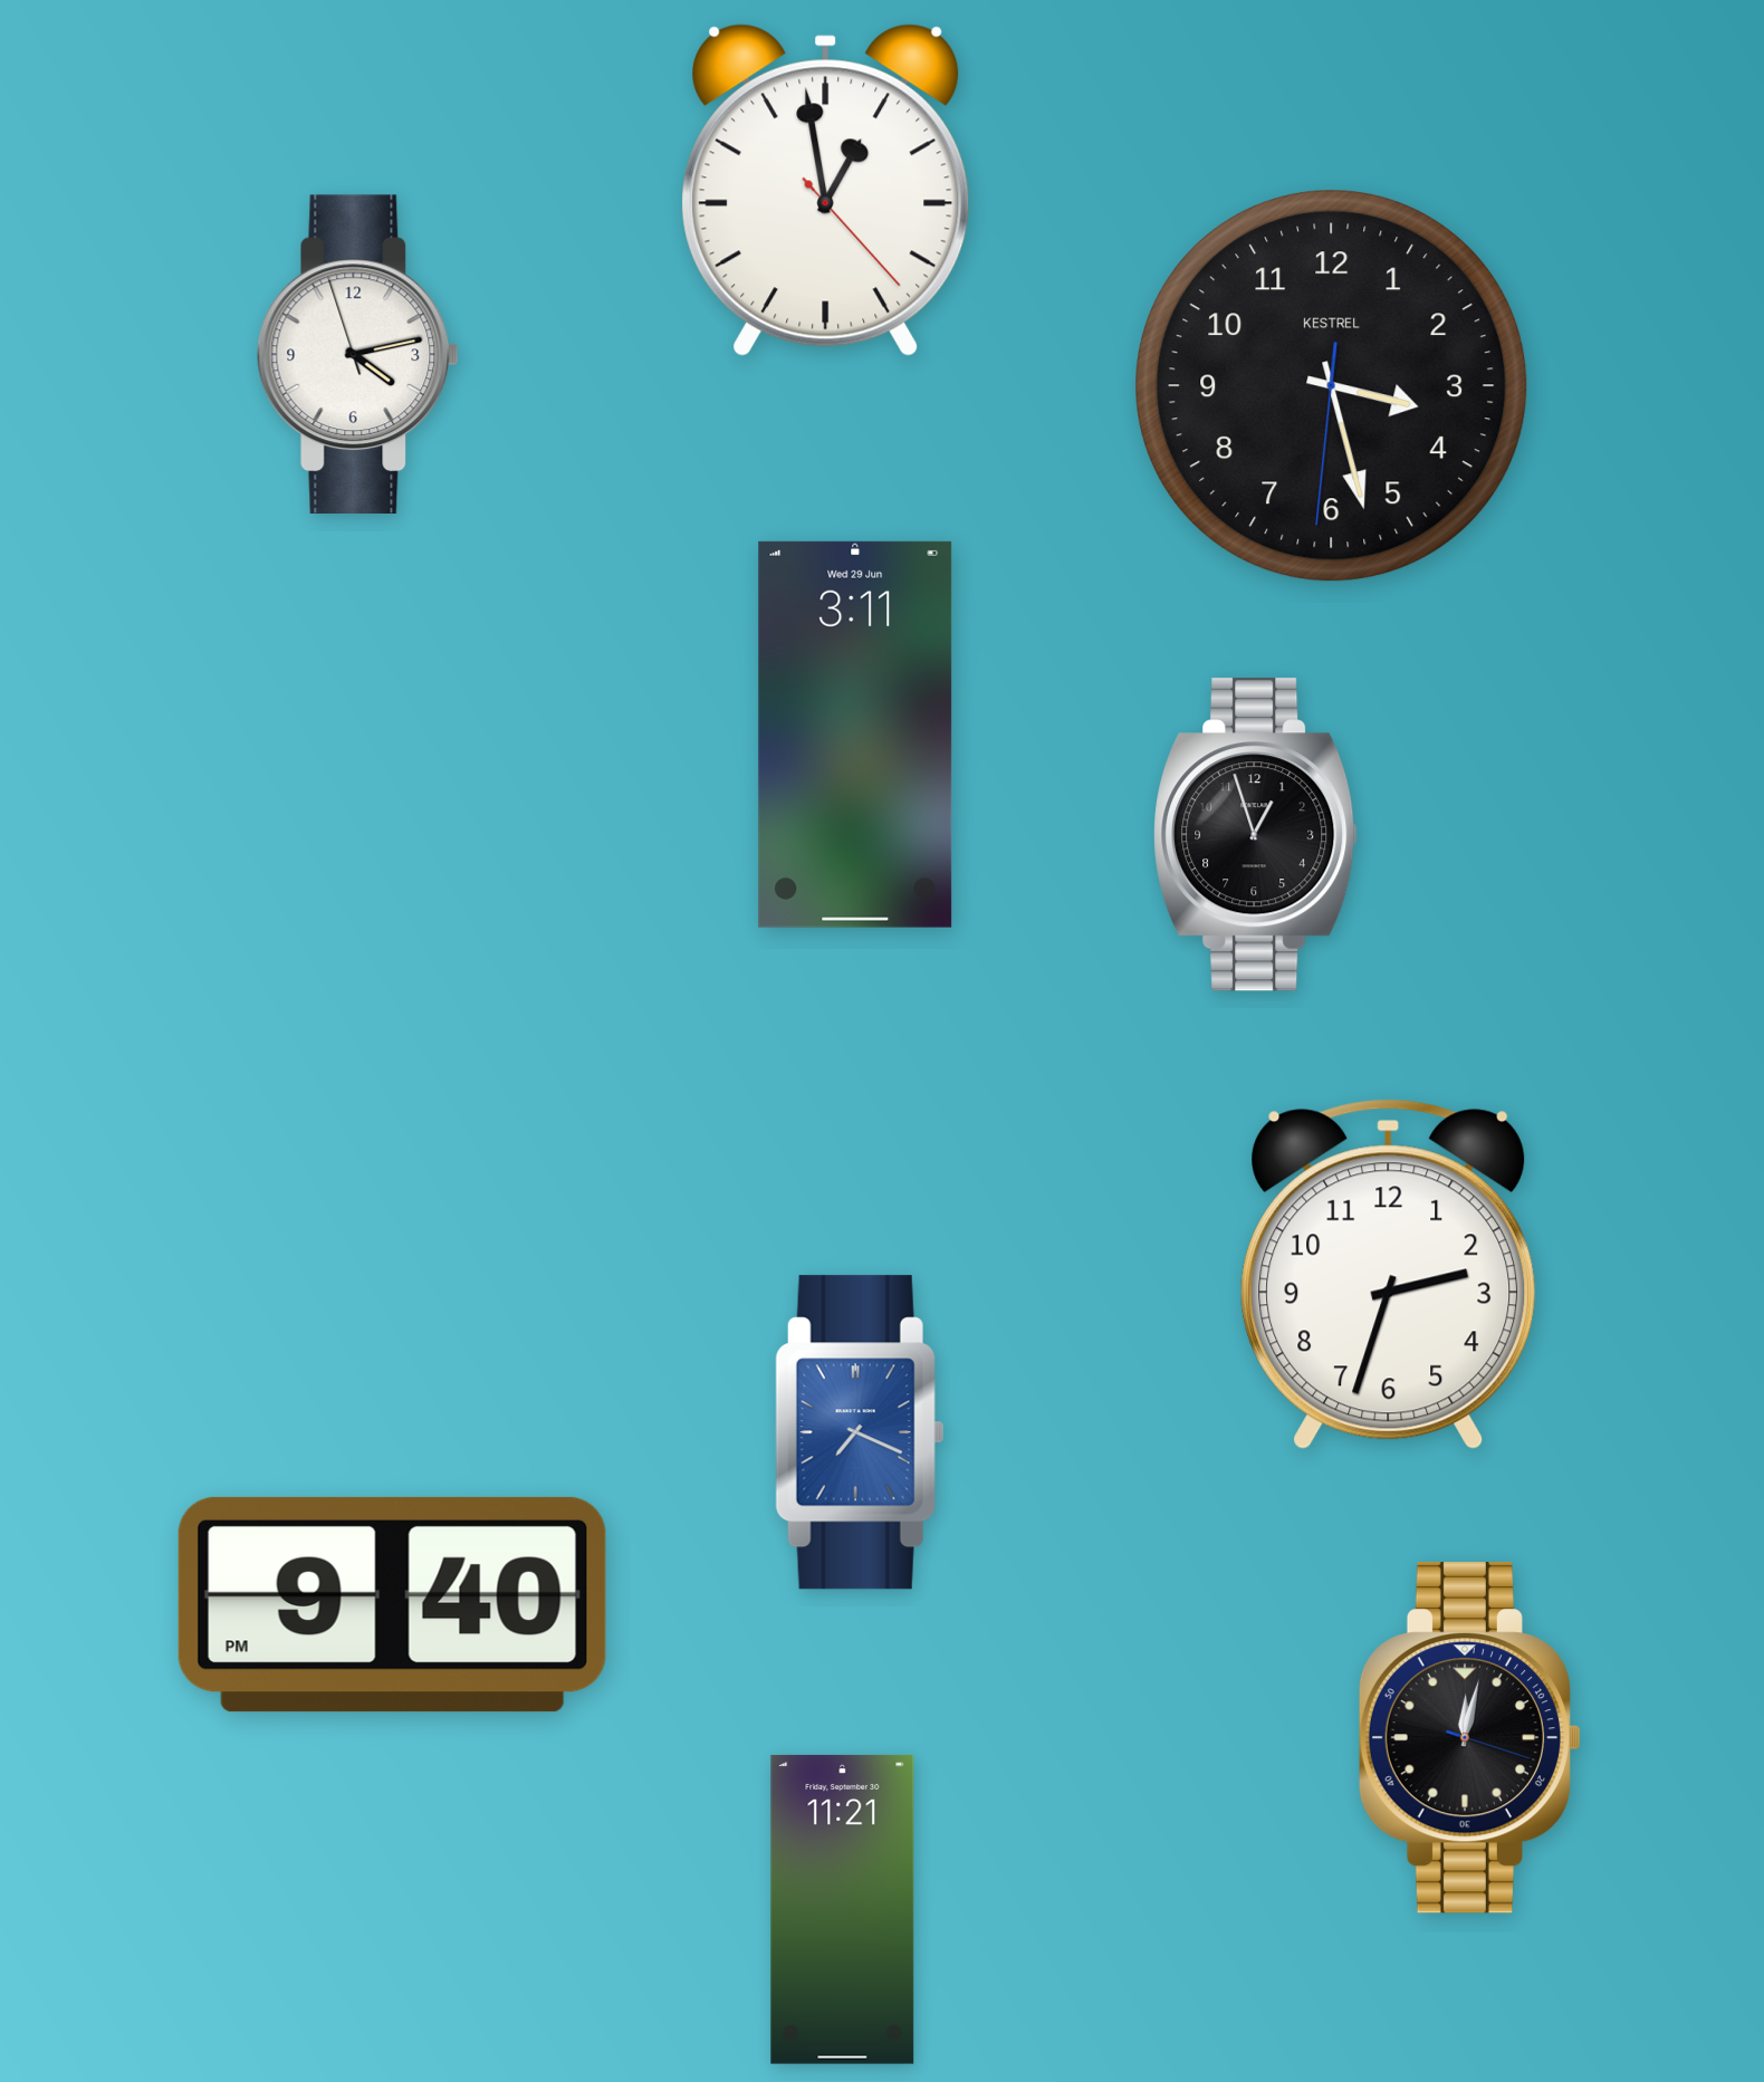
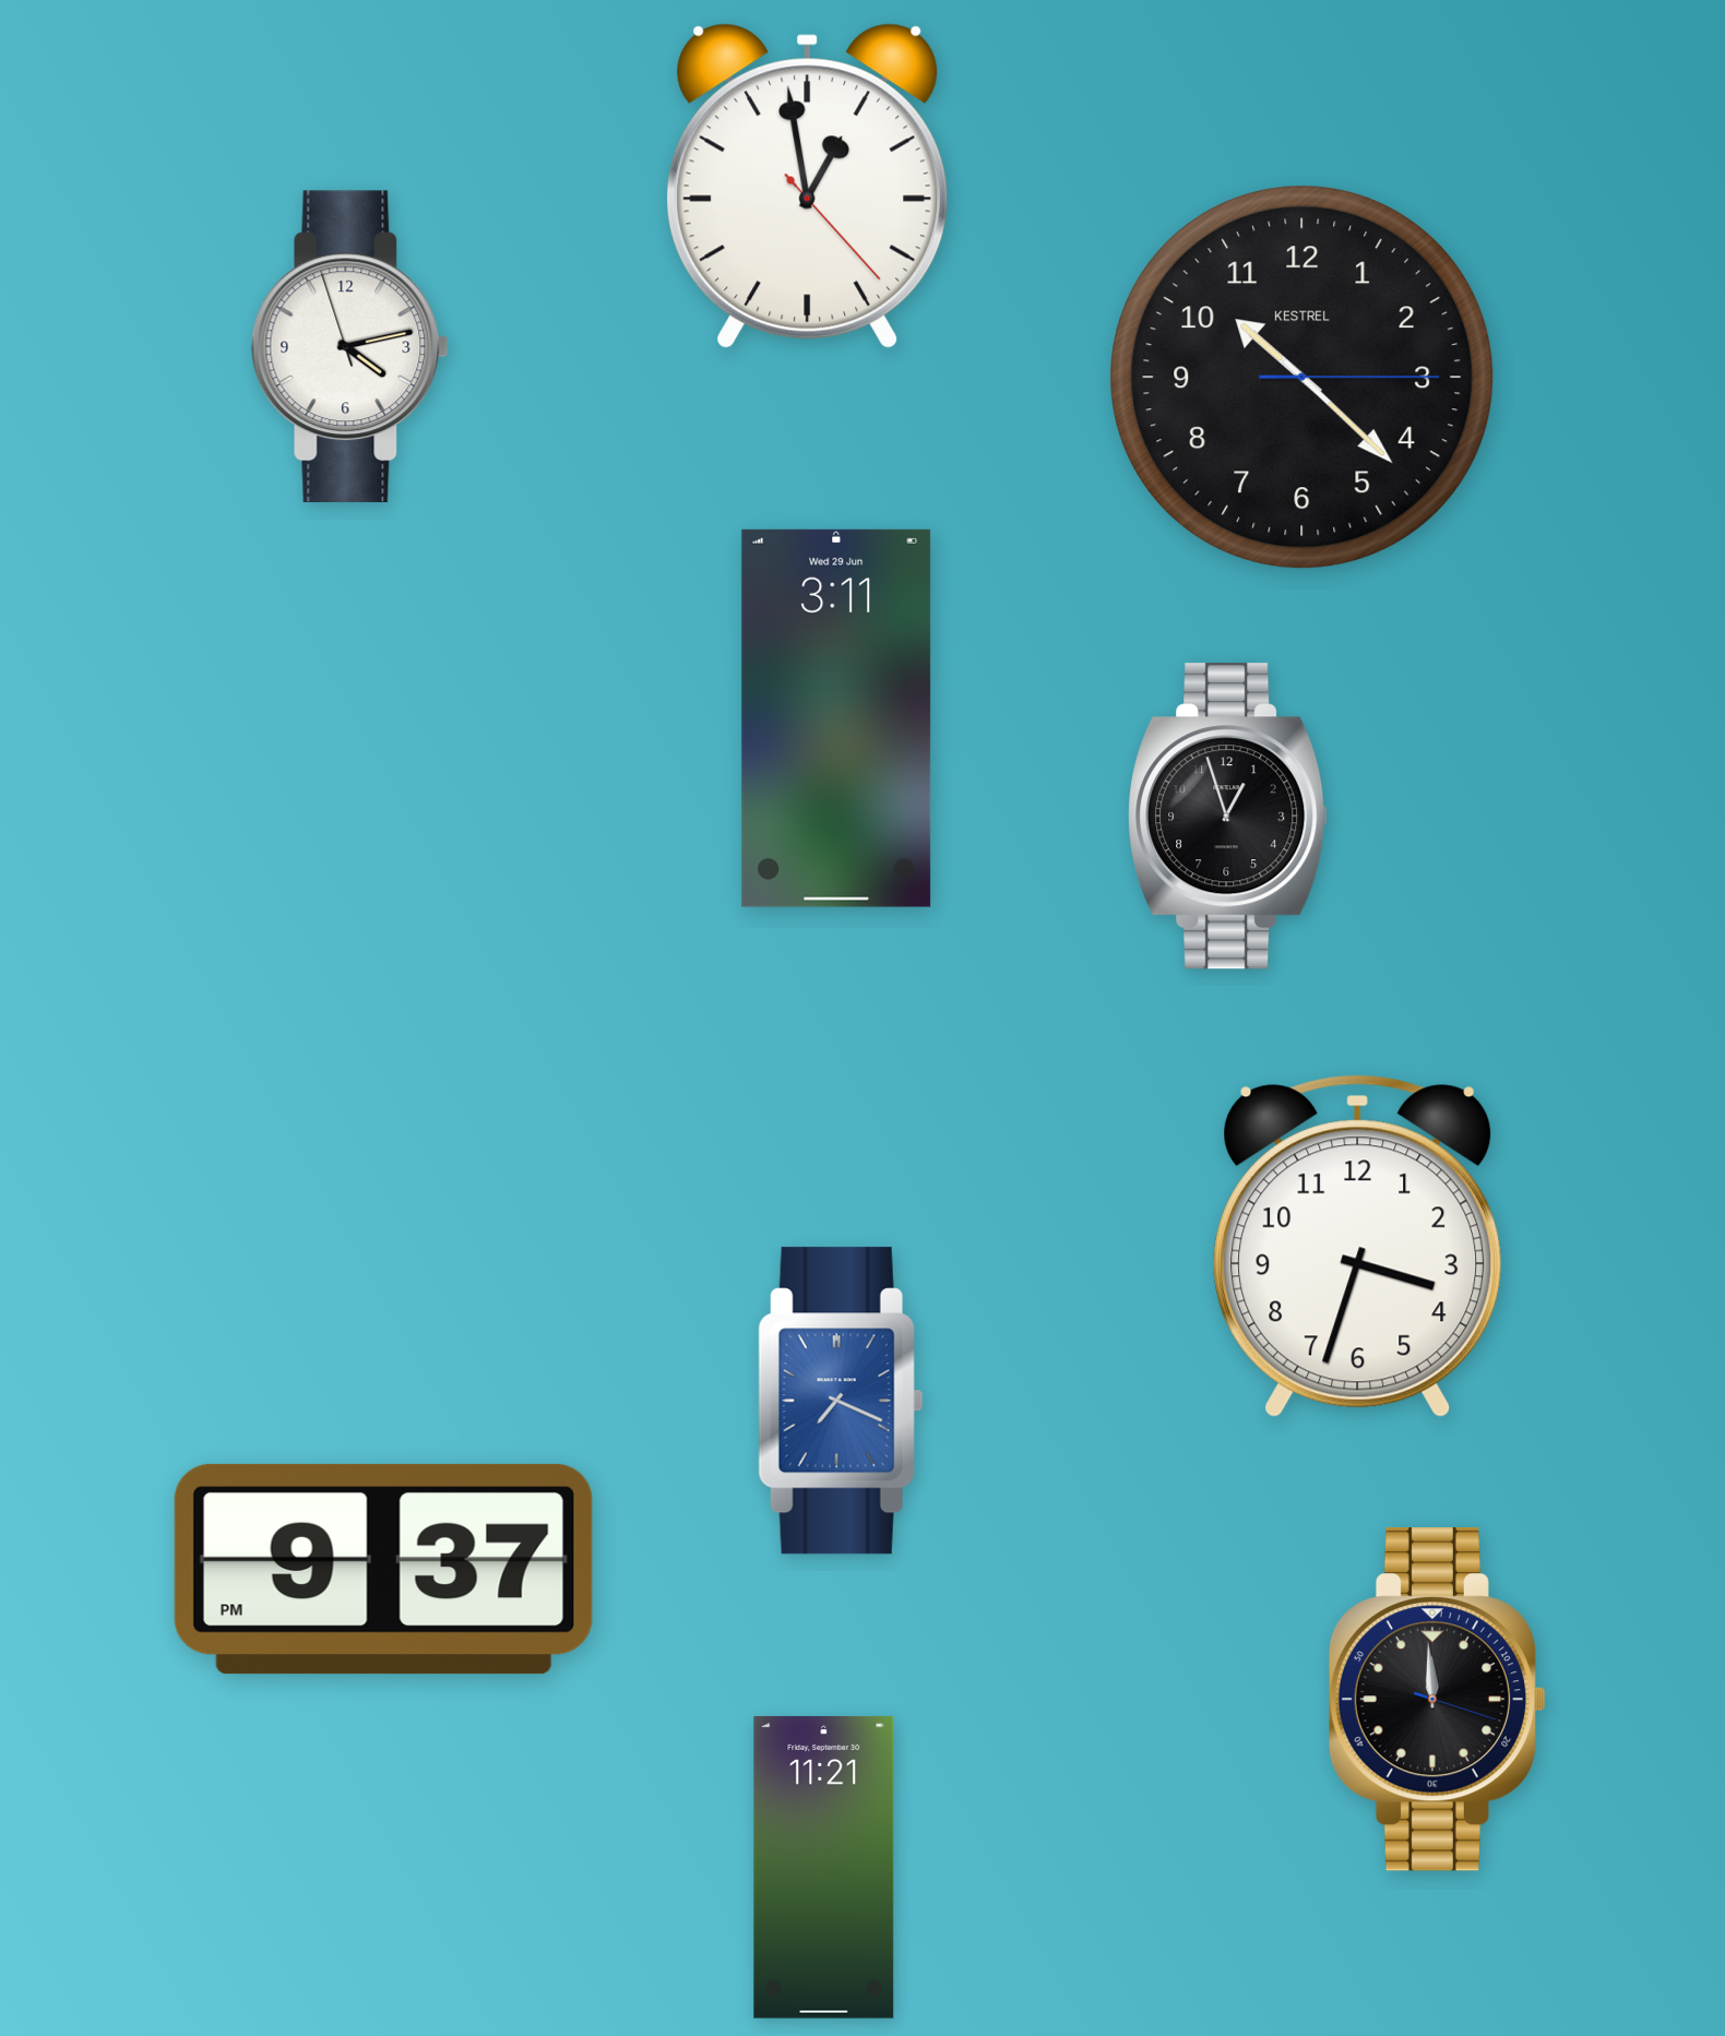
clock at (1332, 386): 3:27 -> 10:22
clock at (1389, 1275): 2:33 -> 3:33
clock at (392, 1604): 9:40 -> 9:37
clock at (1469, 1738): 12:02 -> 11:59
